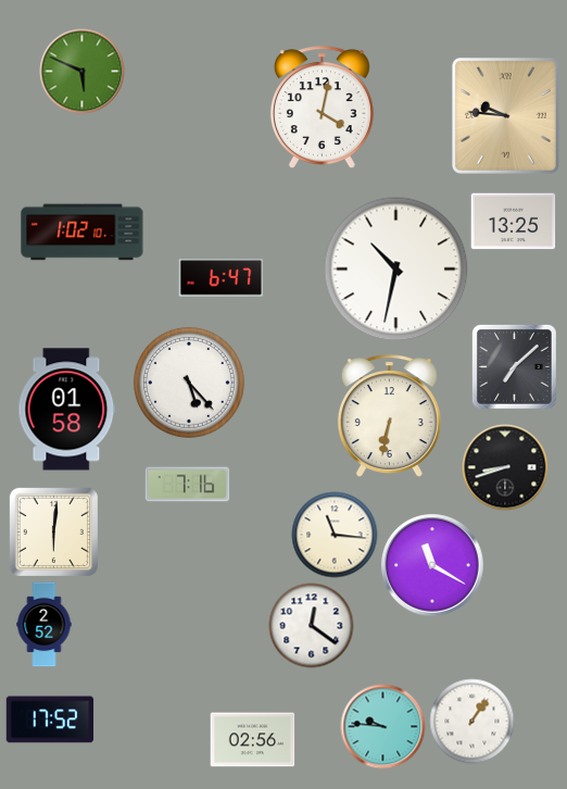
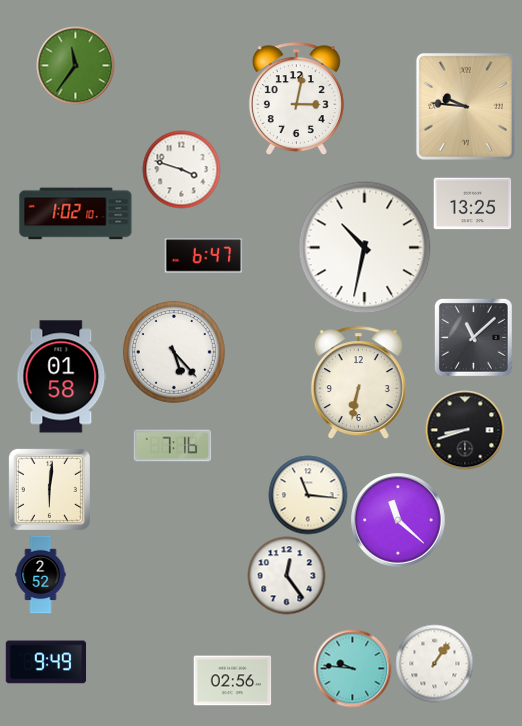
clock at (81, 71): 5:49 -> 11:36
clock at (322, 107): 4:02 -> 3:02
clock at (181, 169): none -> 3:48
clock at (515, 367): 7:08 -> 11:08
clock at (335, 535) position: (335, 535) -> (308, 495)
clock at (432, 565): 11:20 -> 11:22
clock at (311, 625): 12:21 -> 12:24
clock at (50, 719): 17:52 -> 9:49
